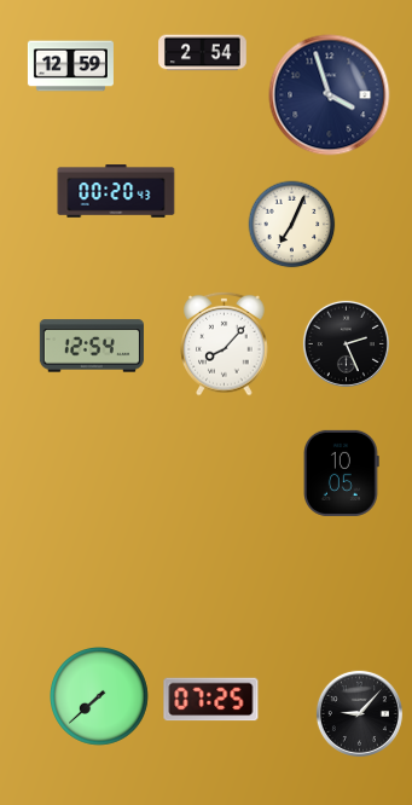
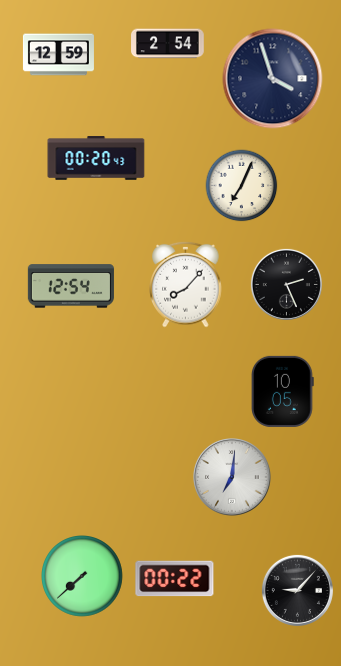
clock at (92, 346) position: (92, 346) -> (71, 286)
clock at (232, 477): none -> 7:01
clock at (211, 700): 07:25 -> 00:22
